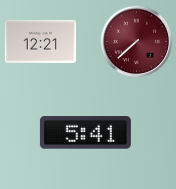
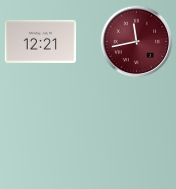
clock at (137, 42): 7:38 -> 11:43
clock at (85, 133): 5:41 -> none
